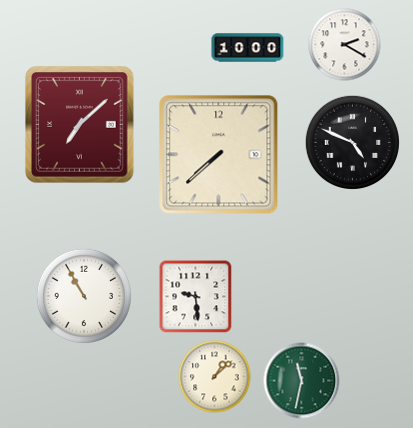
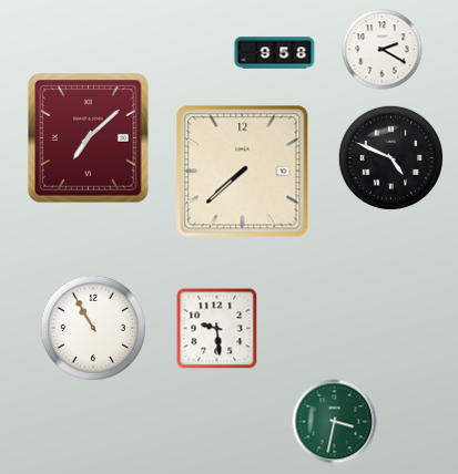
clock at (248, 48): 10:00 -> 9:58
clock at (215, 377): 1:08 -> none
clock at (302, 381): 11:32 -> 3:32
